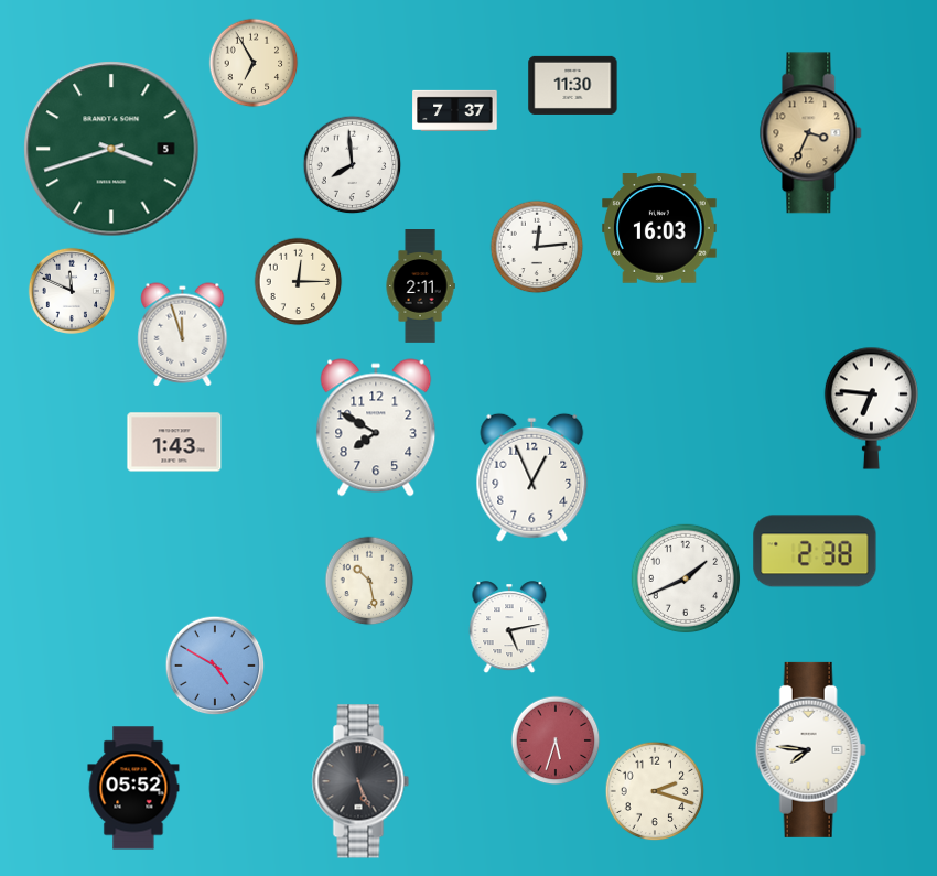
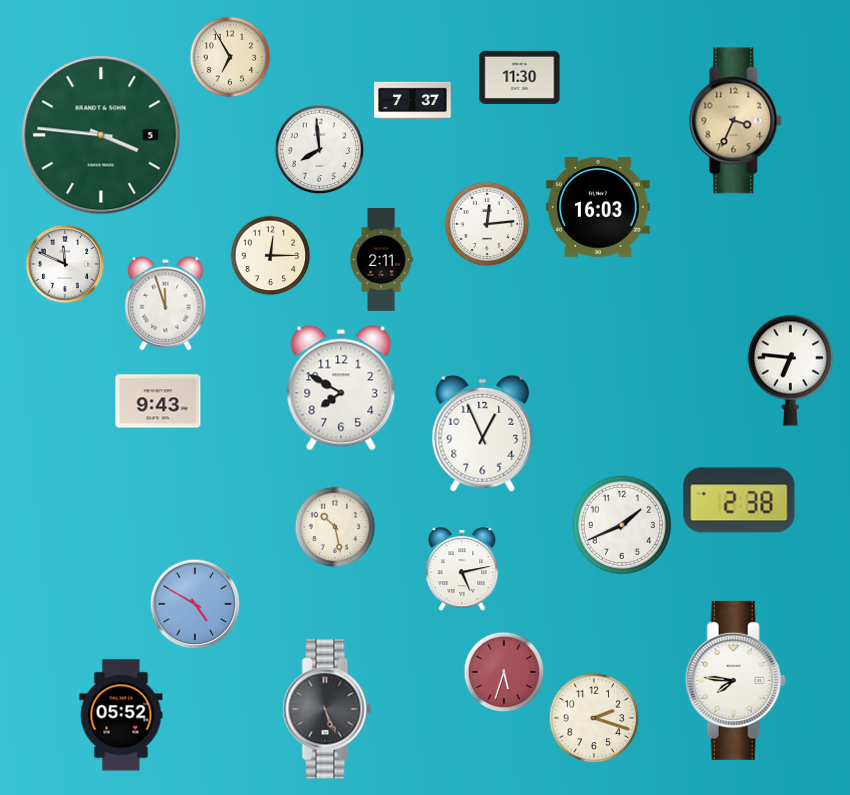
clock at (111, 149): 3:42 -> 3:46
clock at (174, 442): 1:43 -> 9:43
